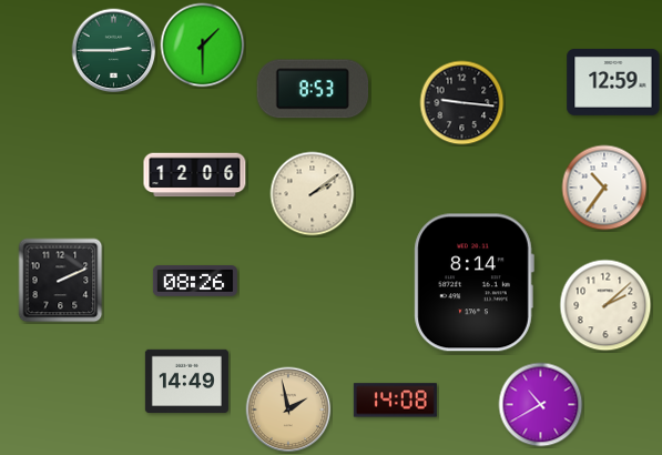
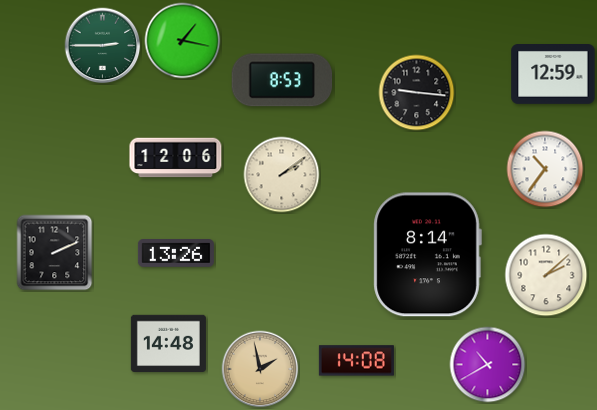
clock at (203, 46): 1:30 -> 1:17
clock at (195, 282): 08:26 -> 13:26
clock at (186, 382): 14:49 -> 14:48
